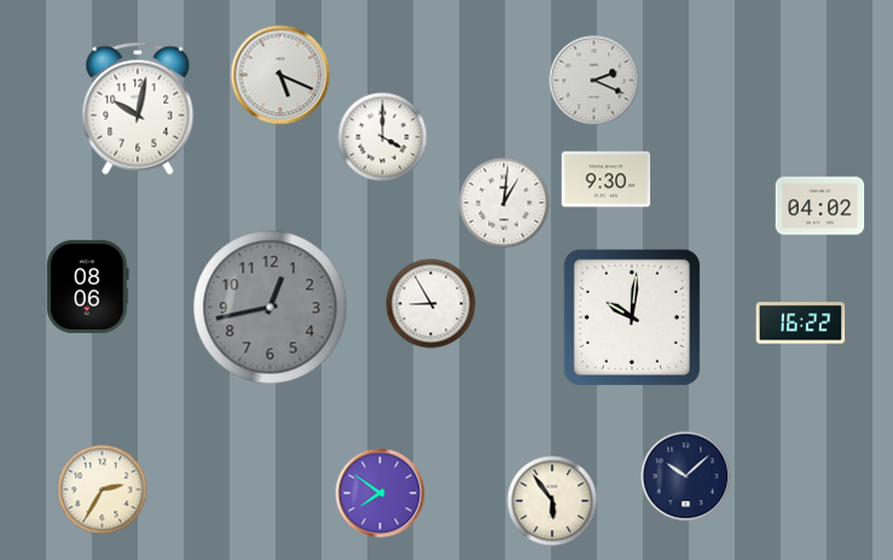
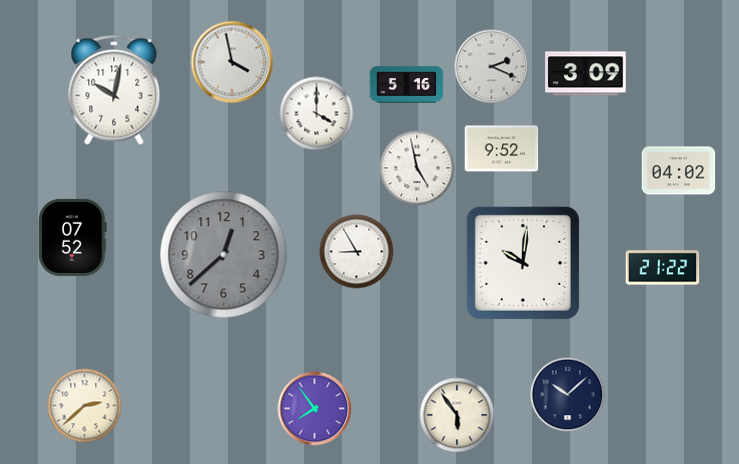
clock at (280, 75): 5:19 -> 3:58
clock at (586, 74): none -> 3:09
clock at (407, 85): none -> 5:16
clock at (607, 180): 9:30 -> 9:52
clock at (504, 203): 1:01 -> 4:58
clock at (88, 286): 08:06 -> 07:52
clock at (271, 308): 12:43 -> 12:38
clock at (801, 323): 16:22 -> 21:22
clock at (103, 490): 2:35 -> 2:38
clock at (381, 494): 7:51 -> 7:54
